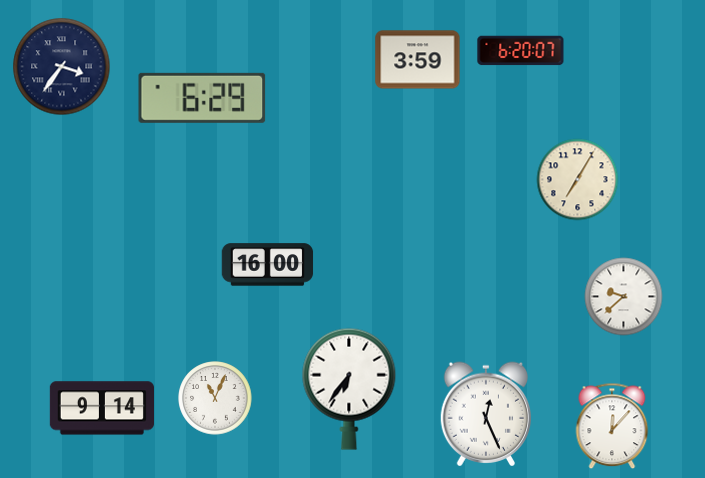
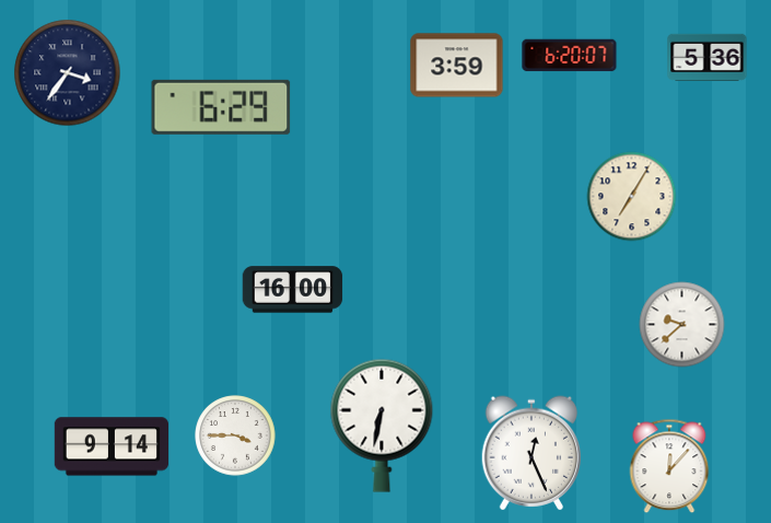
clock at (708, 57): none -> 5:36
clock at (349, 389): 6:36 -> 6:32
clock at (215, 398): 11:04 -> 3:45
